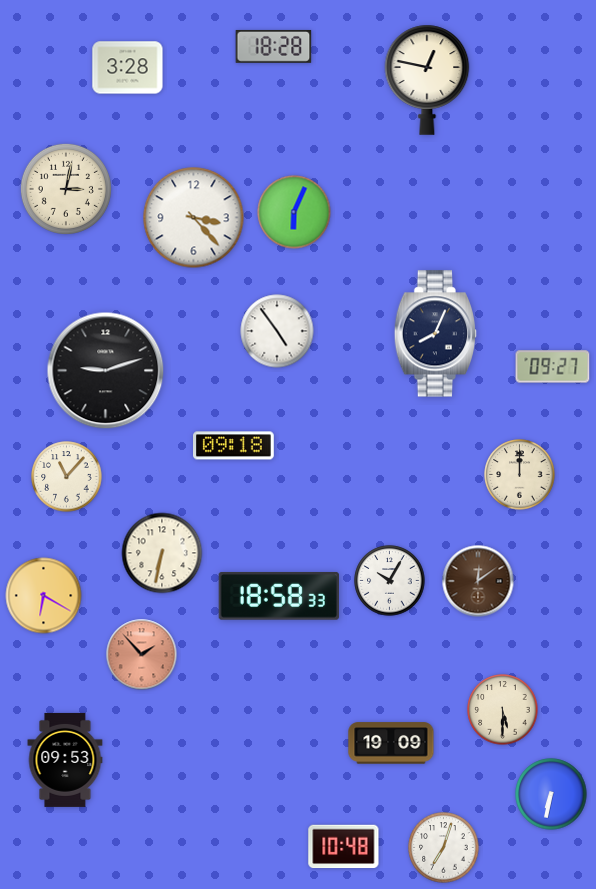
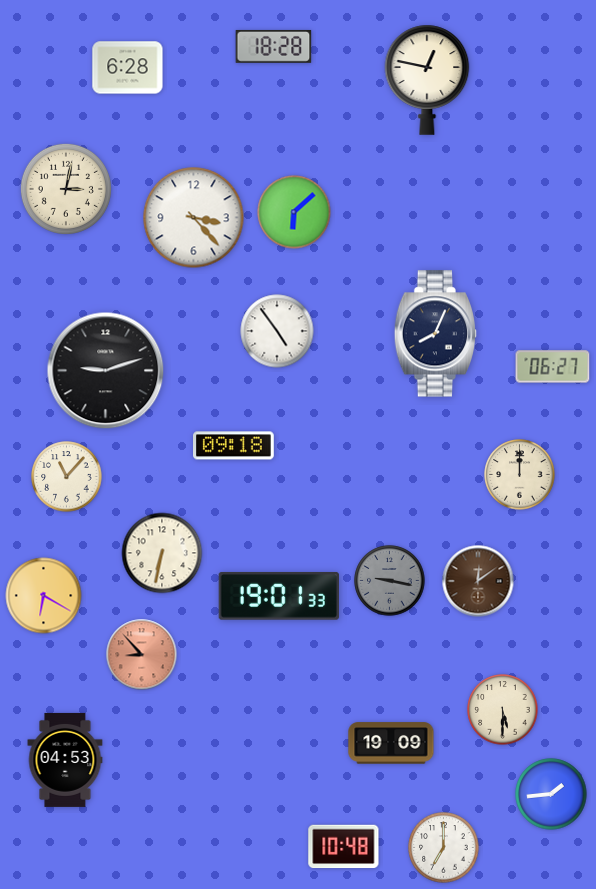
clock at (128, 68): 3:28 -> 6:28
clock at (294, 212): 6:04 -> 6:08
clock at (553, 367): 09:27 -> 06:27
clock at (390, 581): 10:05 -> 9:17
clock at (390, 581) dial: white -> grey
clock at (279, 596): 18:58 -> 19:01
clock at (142, 655): 1:53 -> 8:53
clock at (65, 760): 09:53 -> 04:53
clock at (551, 794): 6:32 -> 1:44
clock at (444, 848): 7:03 -> 7:00
